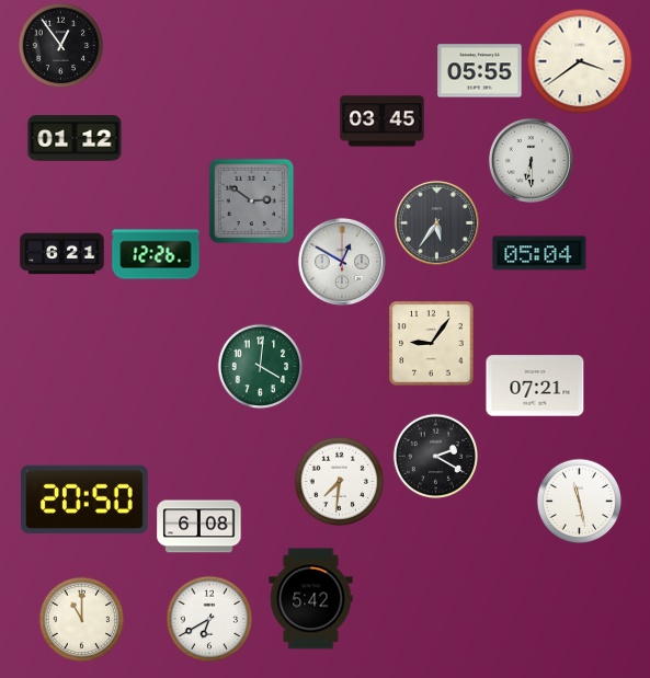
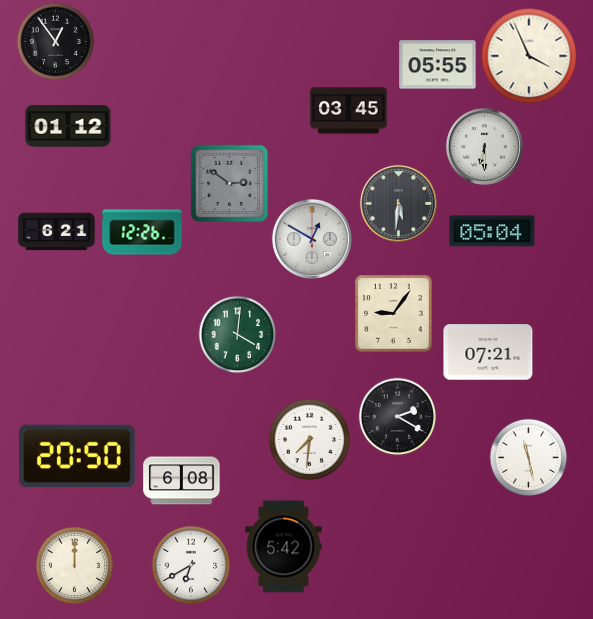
clock at (580, 61): 3:39 -> 3:56
clock at (436, 222): 5:36 -> 5:31
clock at (81, 619): 11:00 -> 12:00
